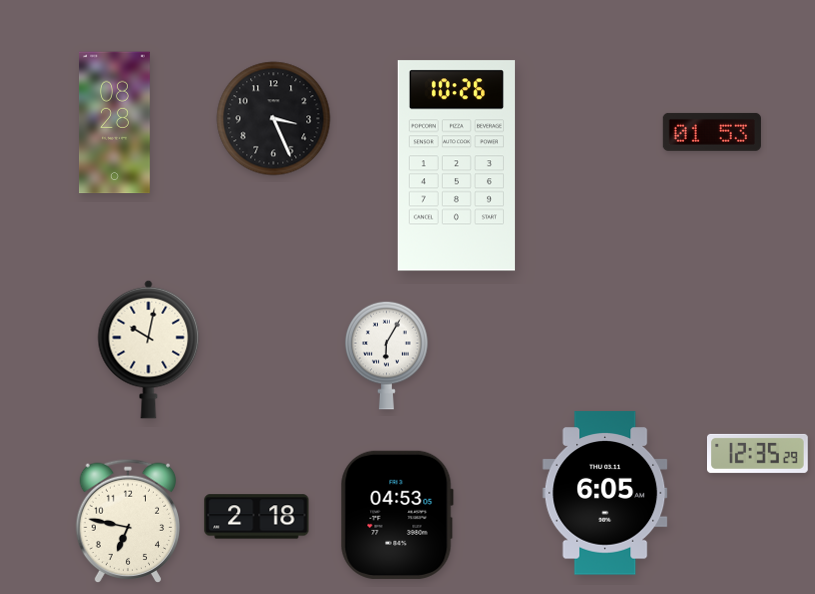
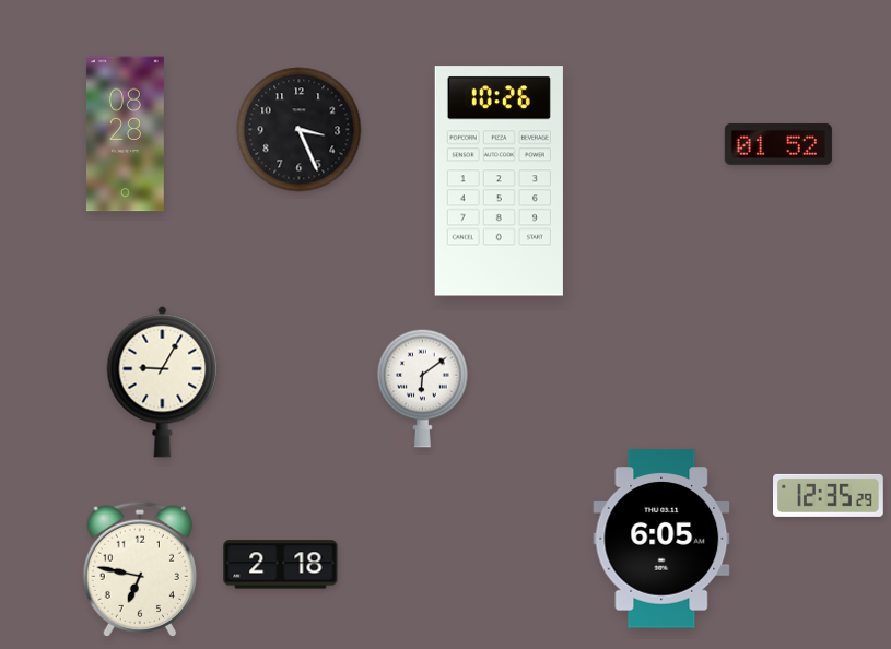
clock at (712, 132): 01:53 -> 01:52
clock at (149, 349): 10:02 -> 9:05
clock at (387, 355): 6:05 -> 6:09
clock at (397, 515): 04:53 -> none
